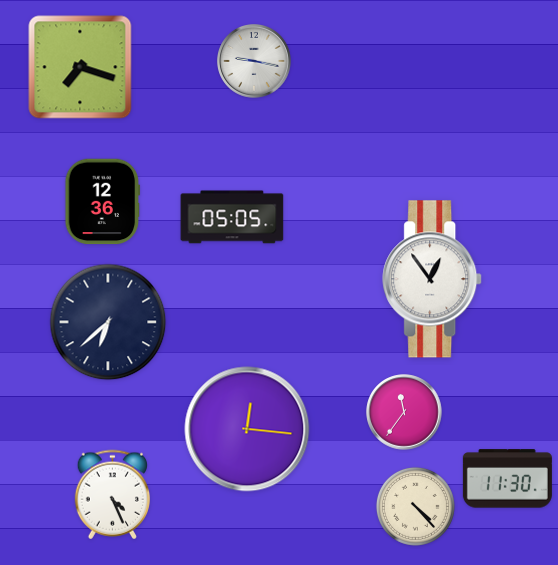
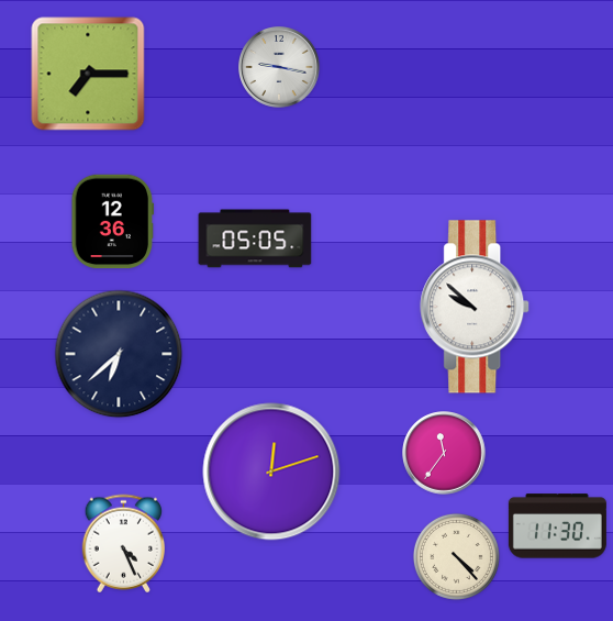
clock at (80, 67): 7:18 -> 7:15
clock at (433, 279): 12:54 -> 9:52
clock at (247, 429): 12:16 -> 12:12
